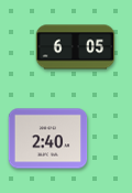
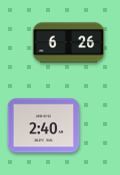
clock at (76, 47): 6:05 -> 6:26
